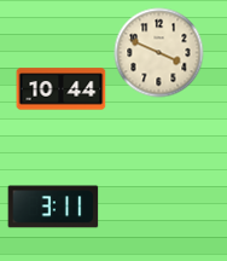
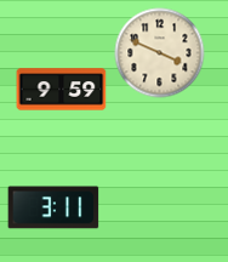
clock at (62, 89): 10:44 -> 9:59
